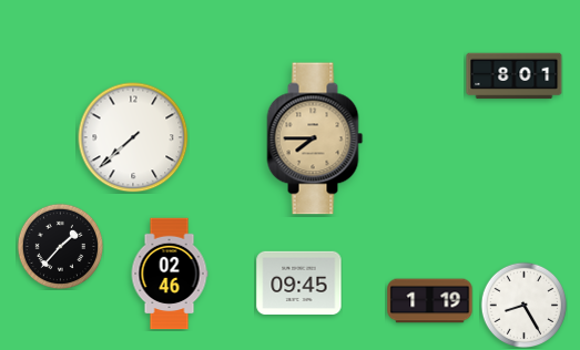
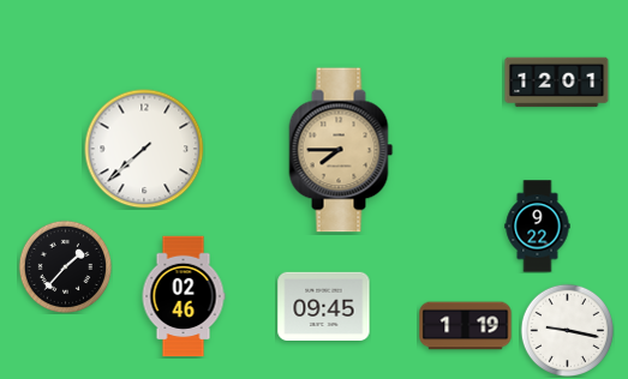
clock at (515, 76): 8:01 -> 12:01
clock at (538, 227): none -> 9:22
clock at (523, 305): 8:25 -> 9:17
